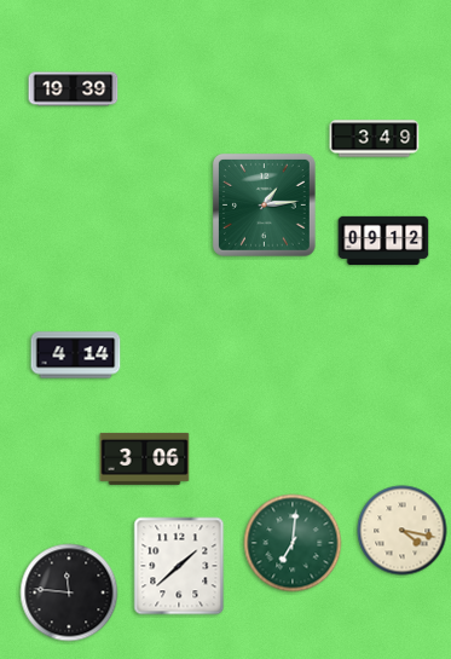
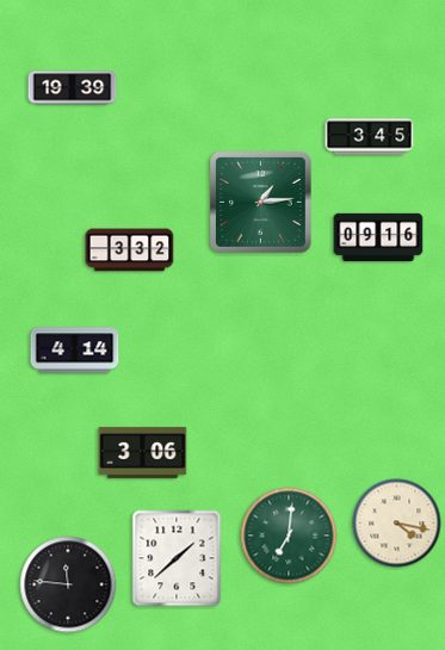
clock at (375, 139): 3:49 -> 3:45
clock at (383, 241): 09:12 -> 09:16
clock at (130, 250): none -> 3:32
